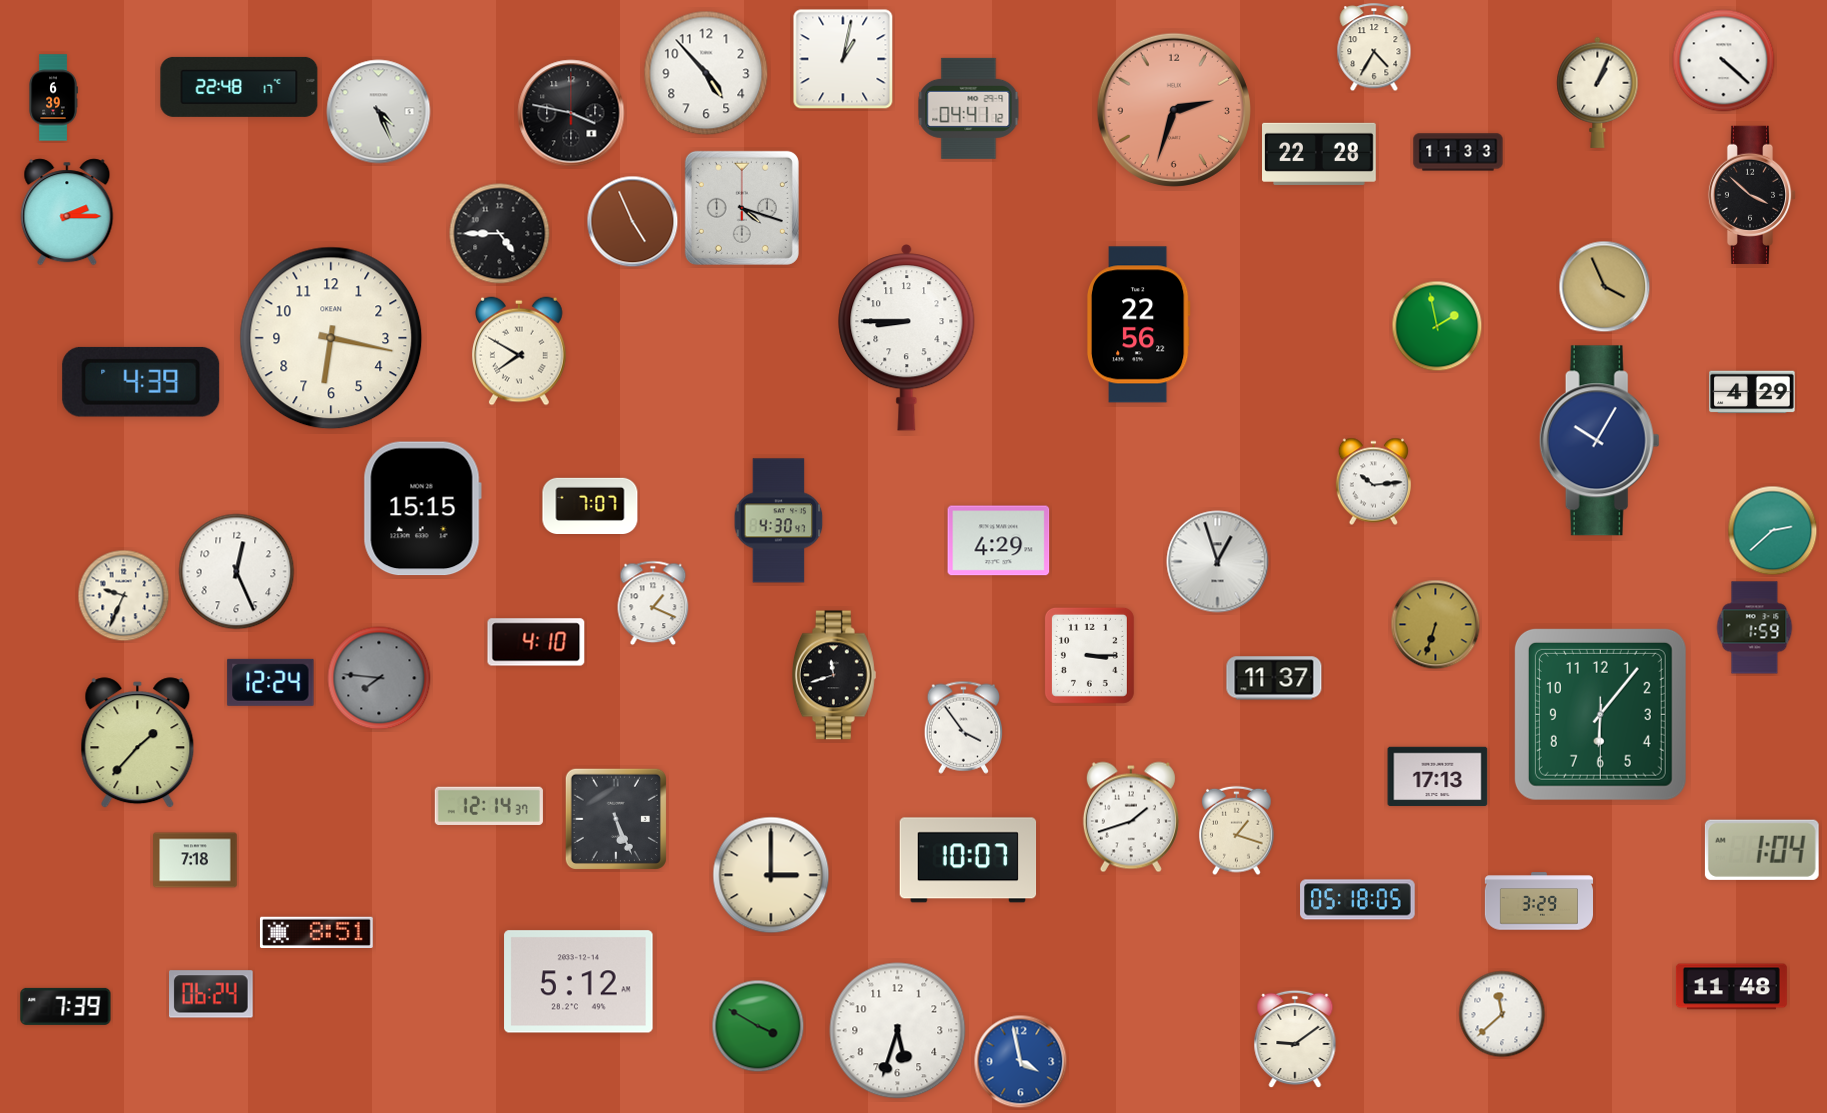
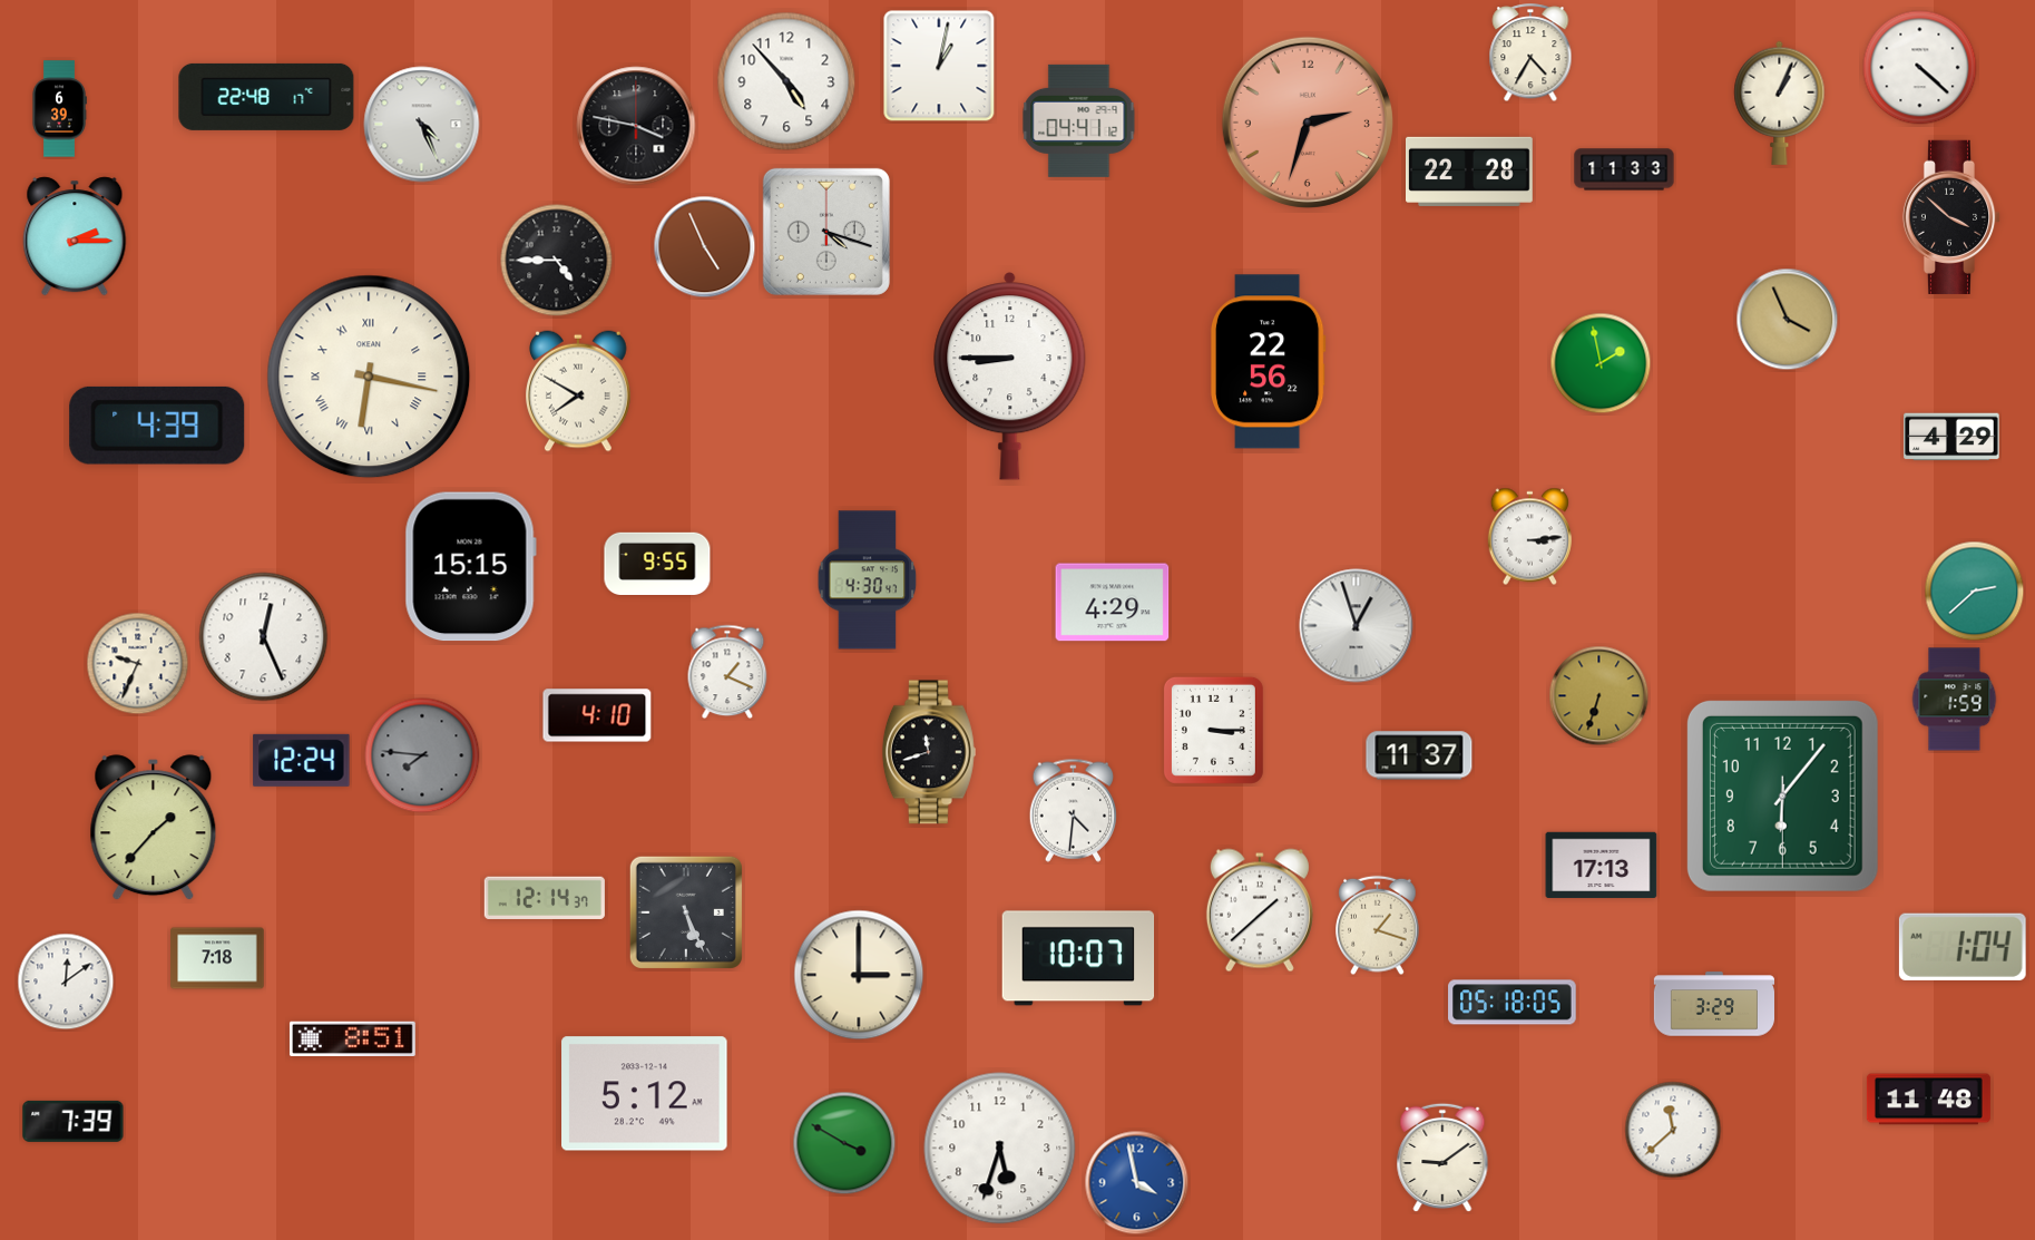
clock at (331, 338) numerals: Arabic -> Roman
clock at (1599, 441): 10:05 -> none
clock at (1373, 482): 10:14 -> 3:14
clock at (590, 505): 7:07 -> 9:55
clock at (963, 727): 3:54 -> 4:31
clock at (1131, 817): 1:42 -> 1:38
clock at (66, 982): none -> 12:09
clock at (212, 994): 06:24 -> none
